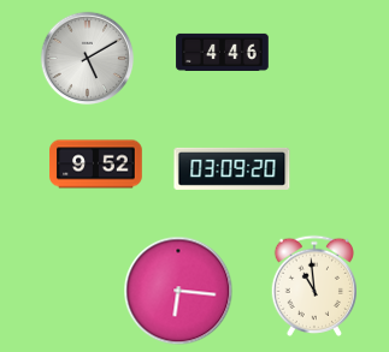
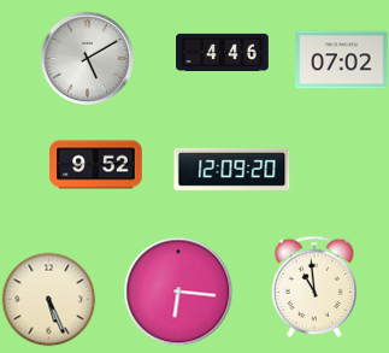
clock at (342, 60): none -> 07:02
clock at (232, 168): 03:09 -> 12:09
clock at (48, 299): none -> 5:26
